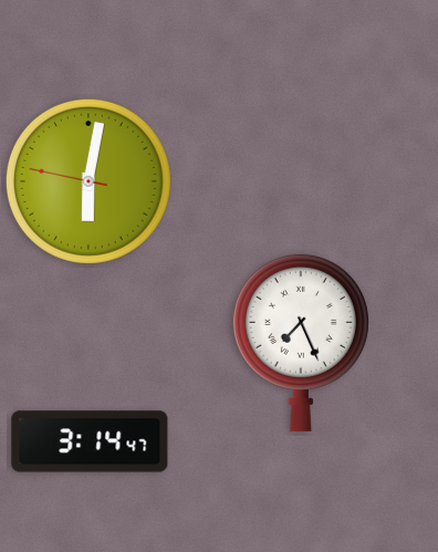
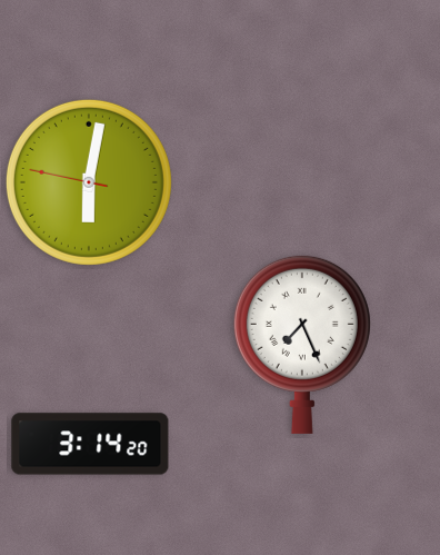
clock at (90, 441): 3:14:47 -> 3:14:20
